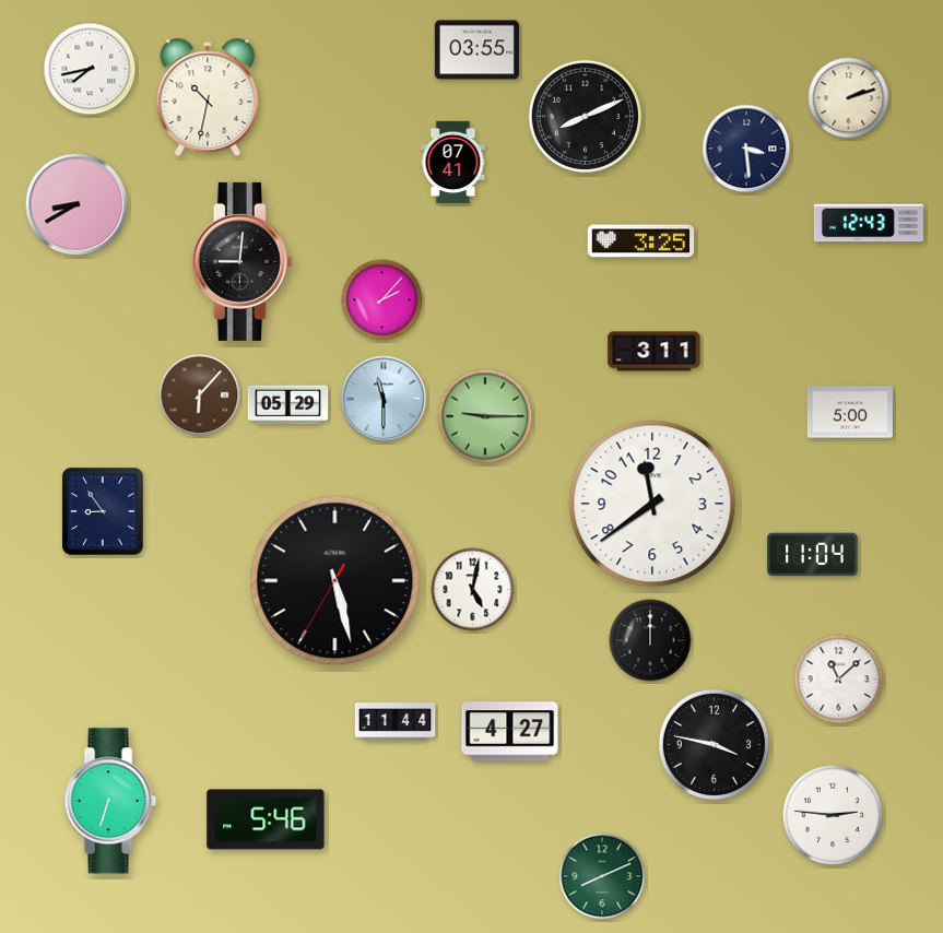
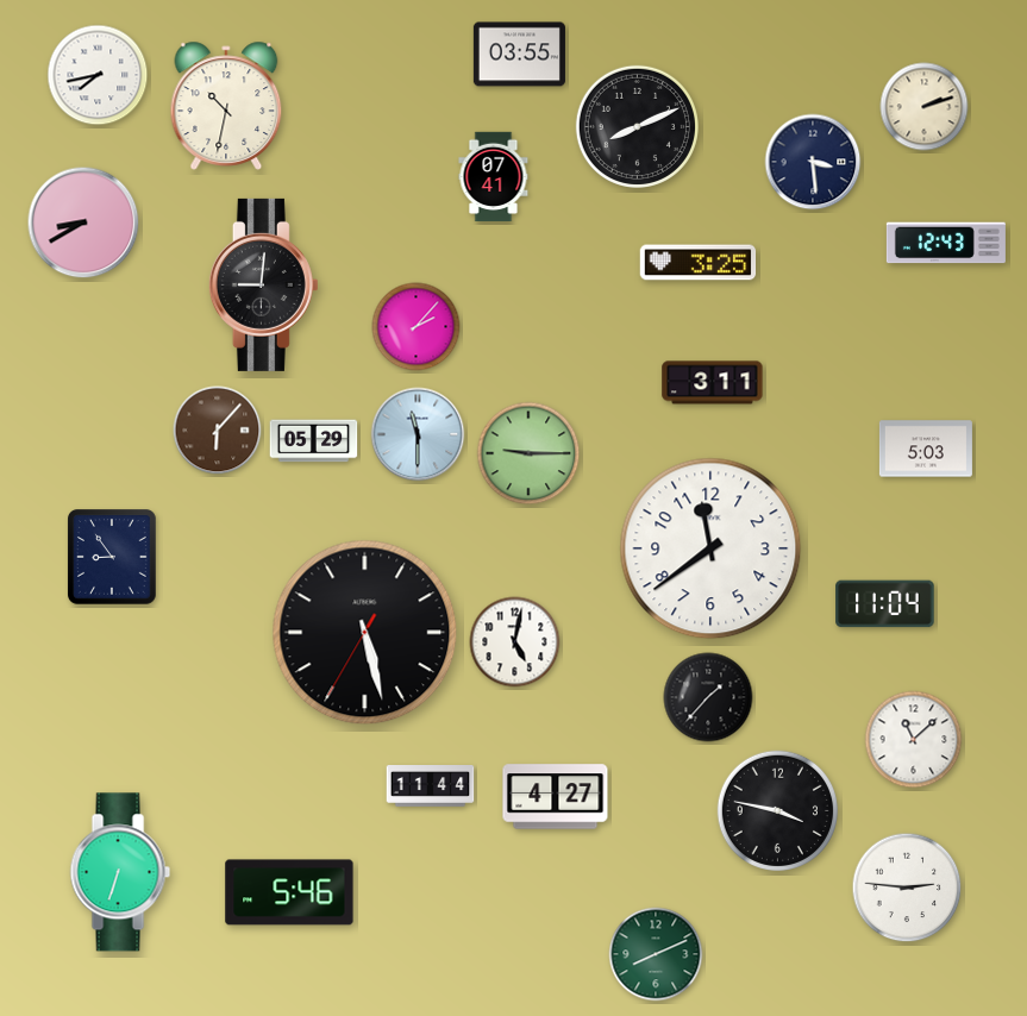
clock at (850, 412): 5:00 -> 5:03
clock at (650, 640): 12:00 -> 1:37
